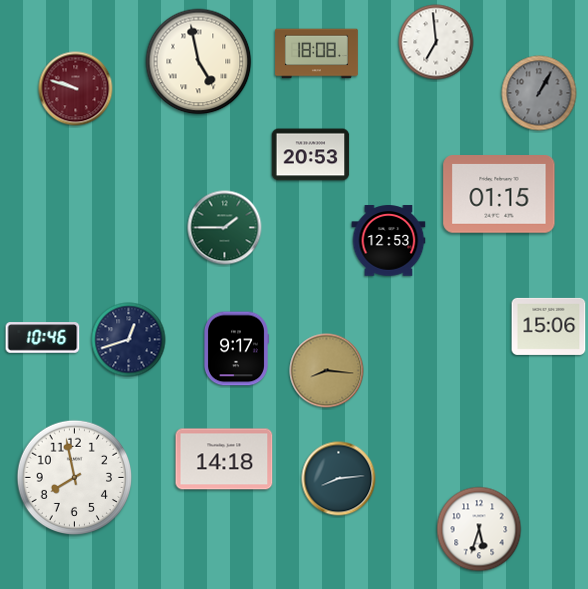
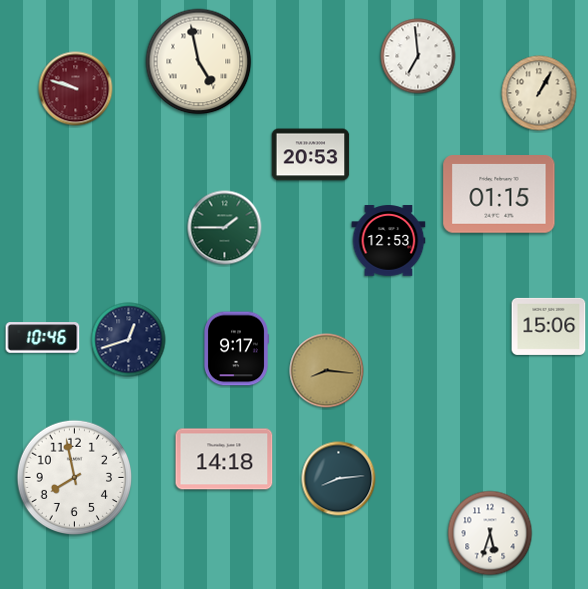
clock at (436, 42) position: (436, 42) -> (418, 56)
clock at (317, 54): 18:08 -> none
clock at (539, 93) dial: grey -> cream
clock at (479, 529) position: (479, 529) -> (490, 533)
